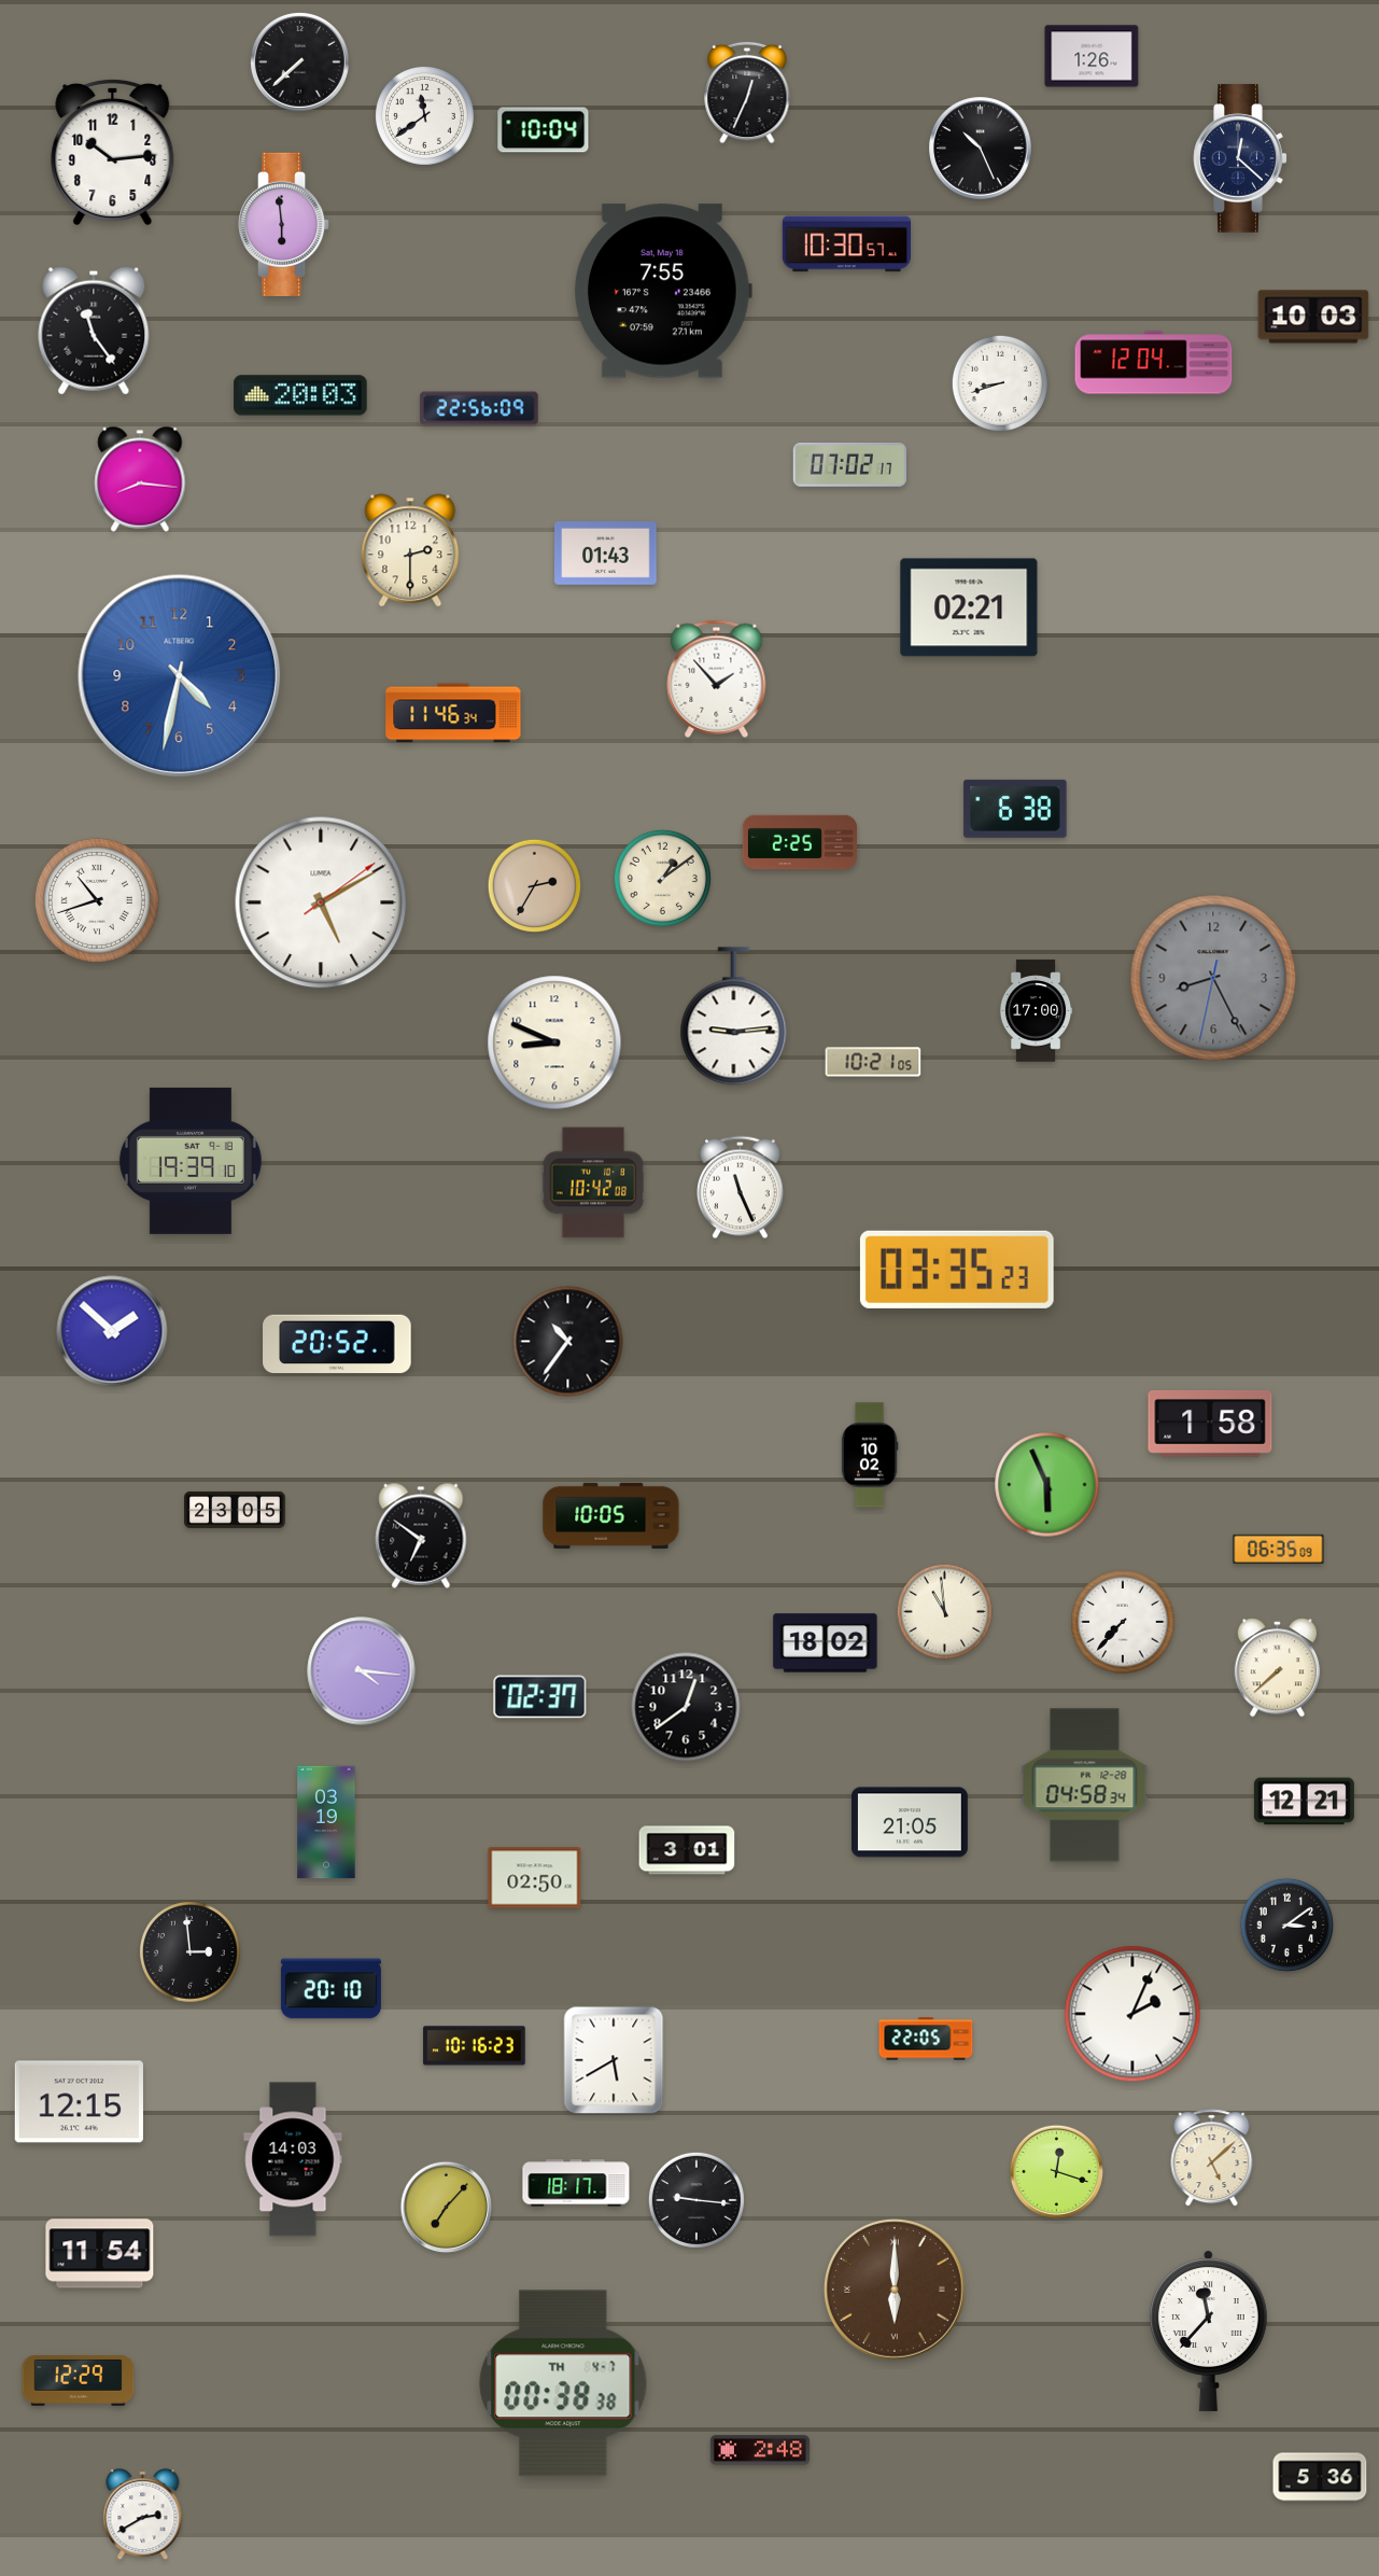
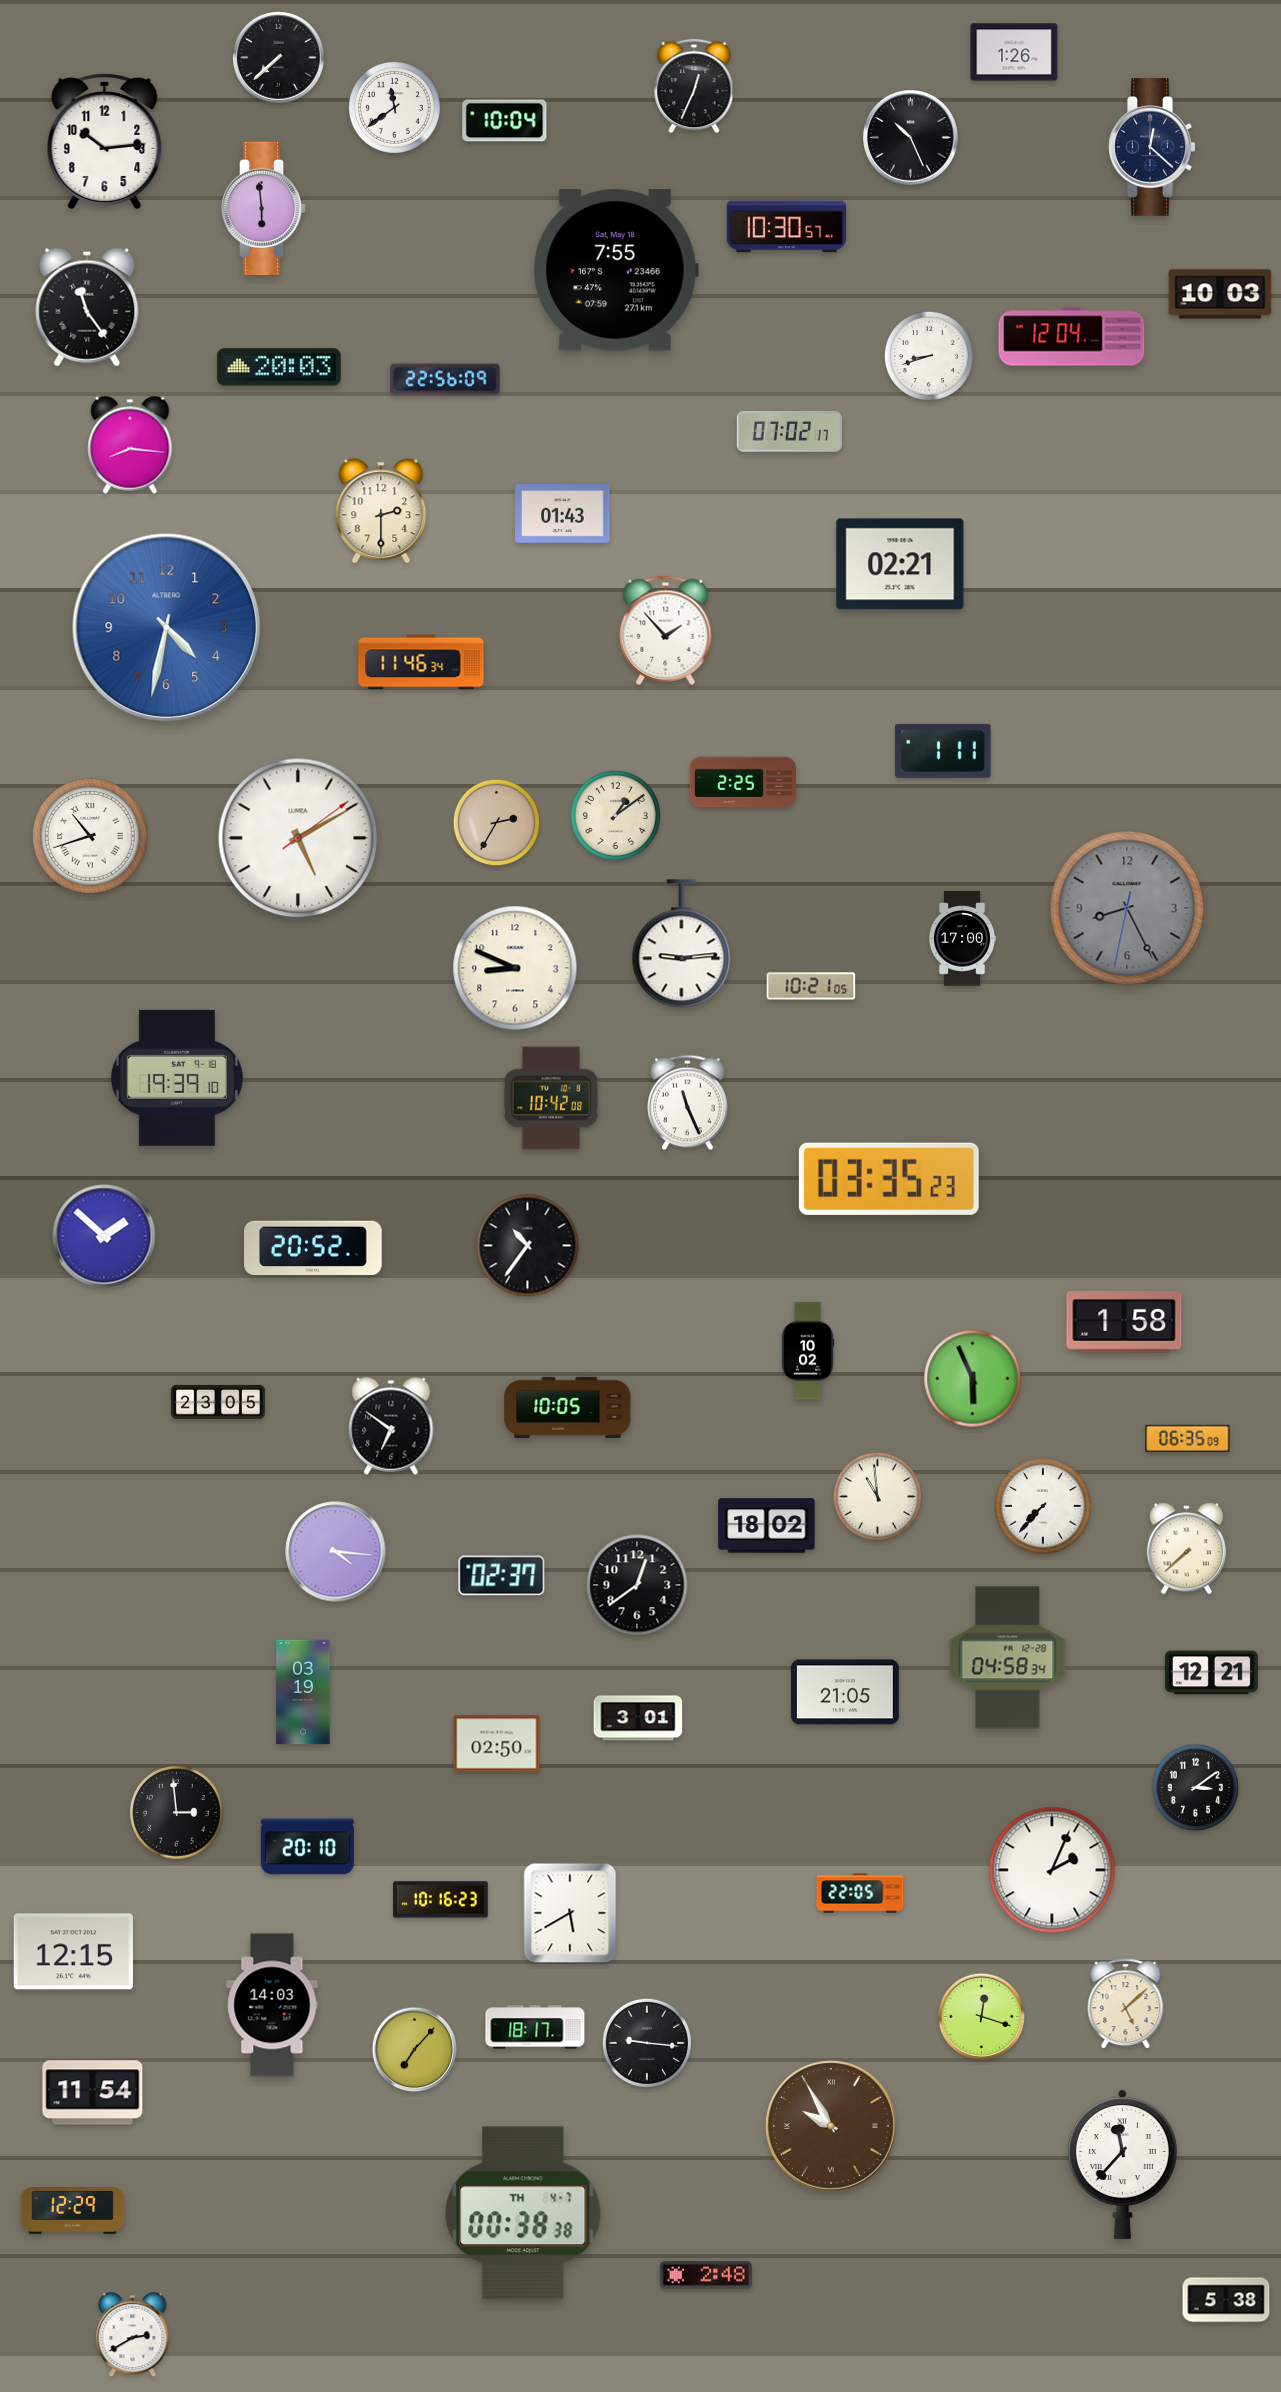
clock at (1015, 809): 6:38 -> 1:11
clock at (896, 2291): 6:00 -> 9:55
clock at (1320, 2477): 5:36 -> 5:38
